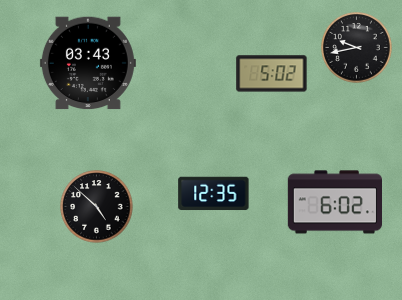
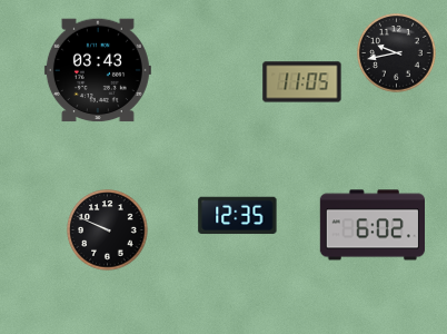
clock at (272, 74): 5:02 -> 11:05
clock at (97, 207): 4:52 -> 9:49
